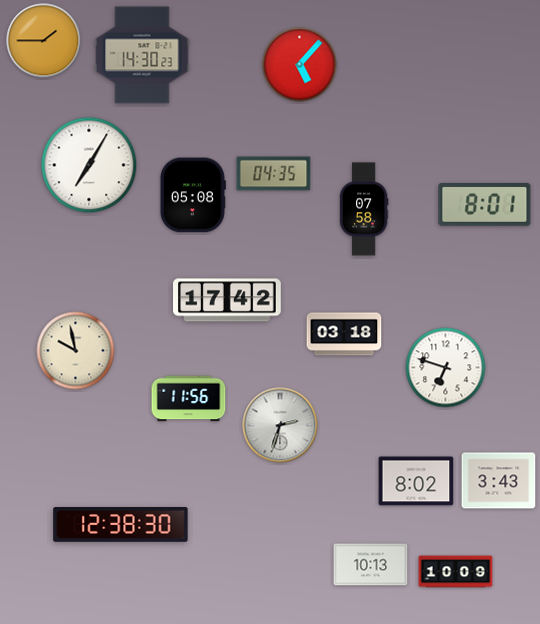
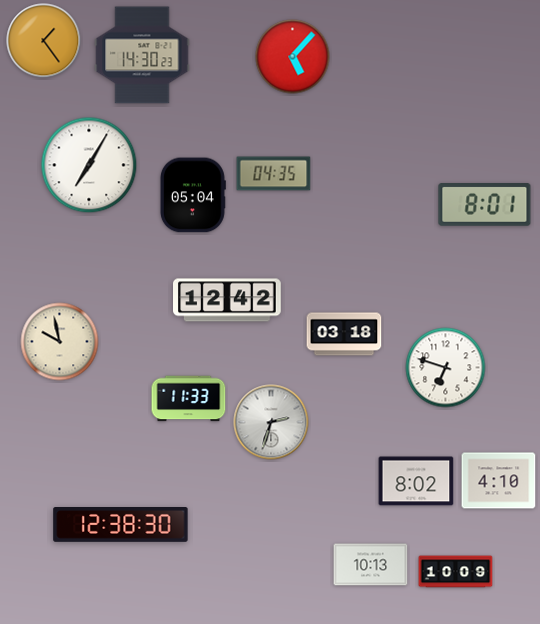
clock at (44, 41): 1:45 -> 1:24
clock at (300, 65) position: (300, 65) -> (293, 57)
clock at (192, 195): 05:08 -> 05:04
clock at (364, 209): 07:58 -> none
clock at (228, 300): 17:42 -> 12:42
clock at (76, 351) position: (76, 351) -> (60, 342)
clock at (189, 399): 11:56 -> 11:33
clock at (280, 425) position: (280, 425) -> (271, 422)
clock at (499, 481): 3:43 -> 4:10
